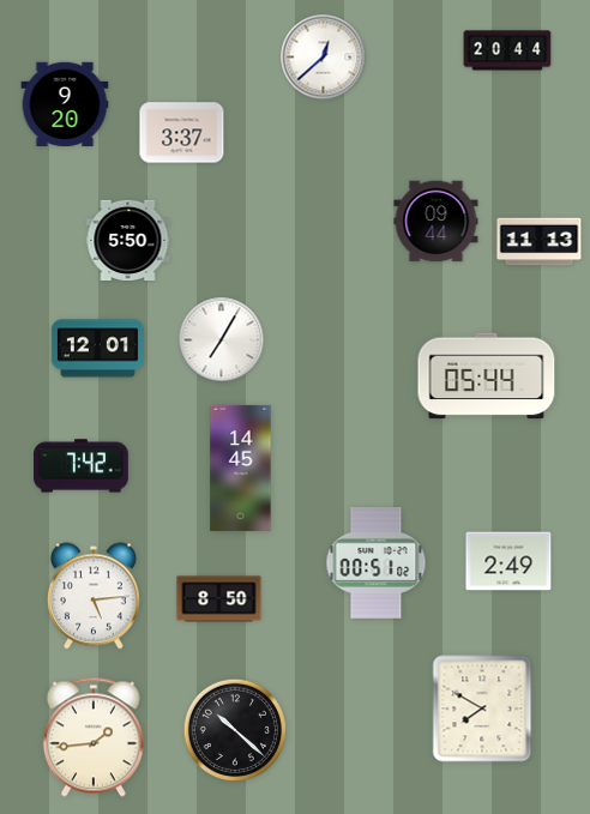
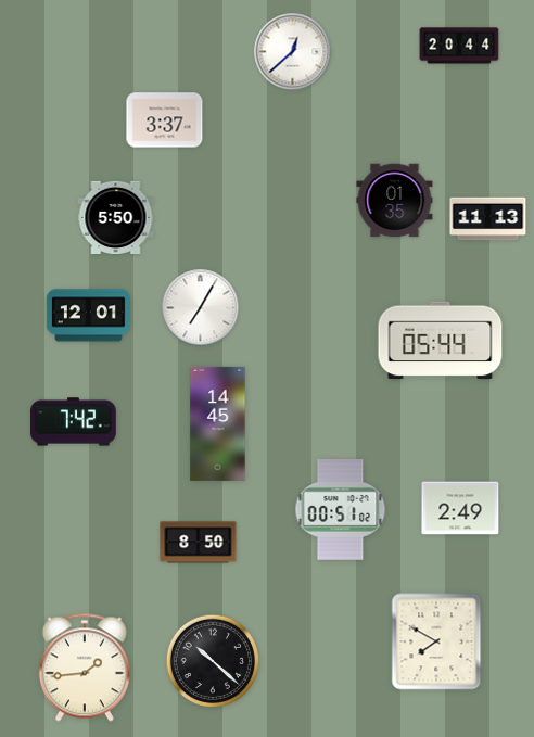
clock at (65, 104): 9:20 -> none
clock at (437, 222): 09:44 -> 01:35
clock at (94, 596): 5:14 -> none
